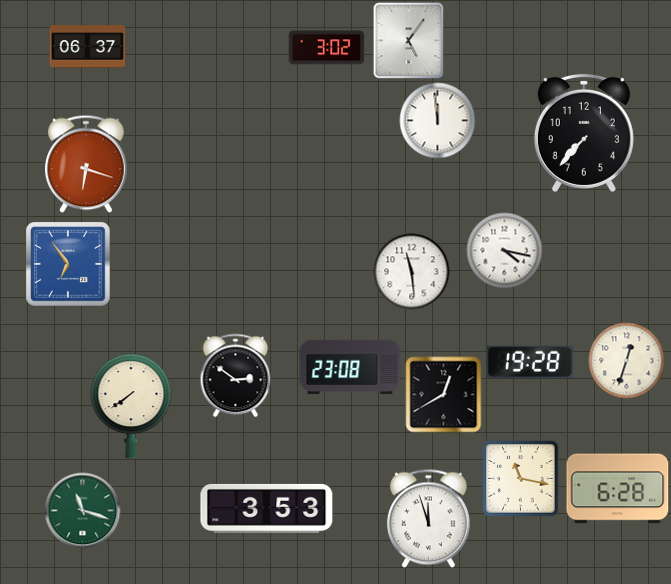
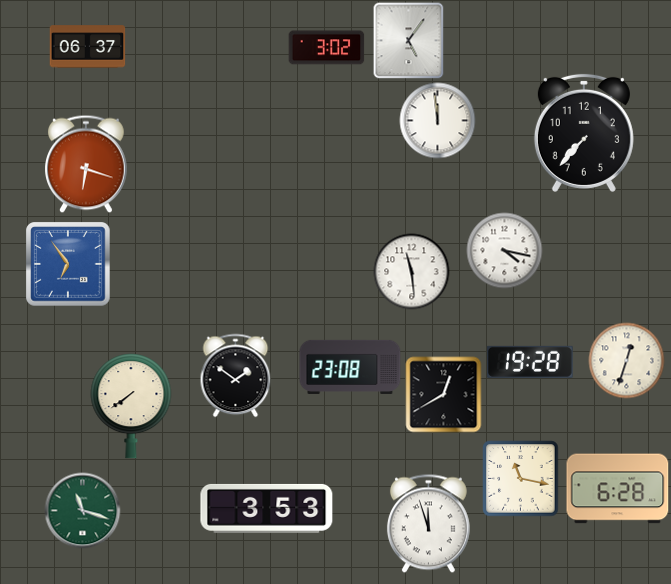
clock at (236, 376): 2:51 -> 1:51
clock at (428, 519) position: (428, 519) -> (428, 524)
